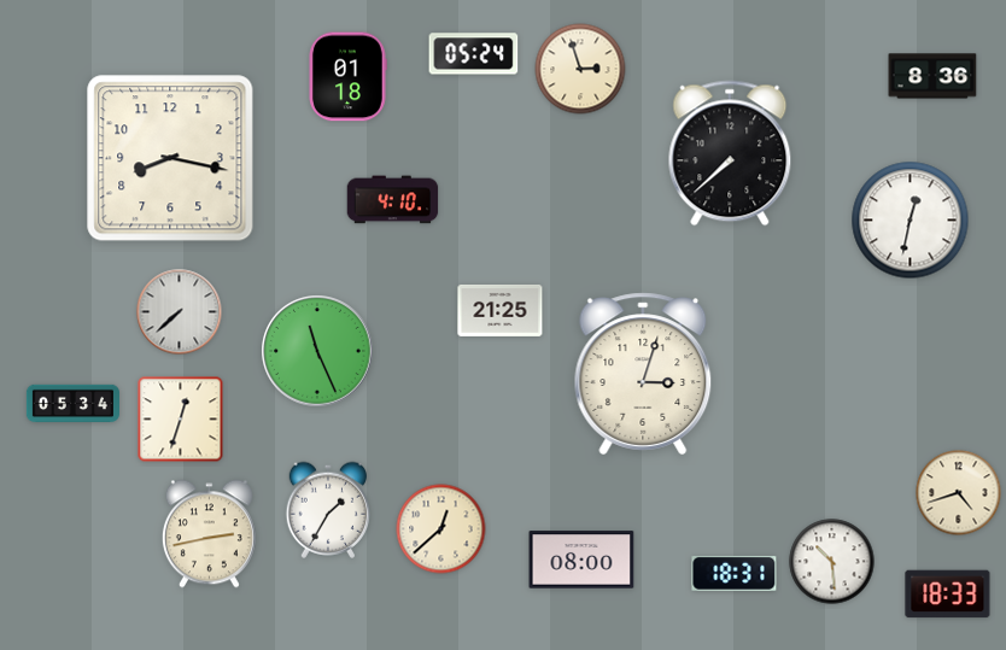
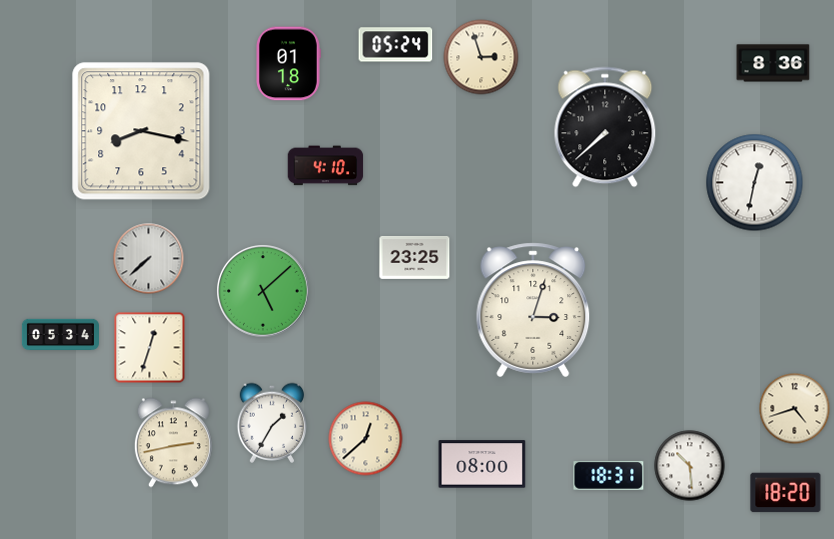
clock at (474, 54) position: (474, 54) -> (396, 45)
clock at (501, 310): 21:25 -> 23:25
clock at (317, 351): 11:26 -> 5:08
clock at (948, 595): 18:33 -> 18:20
